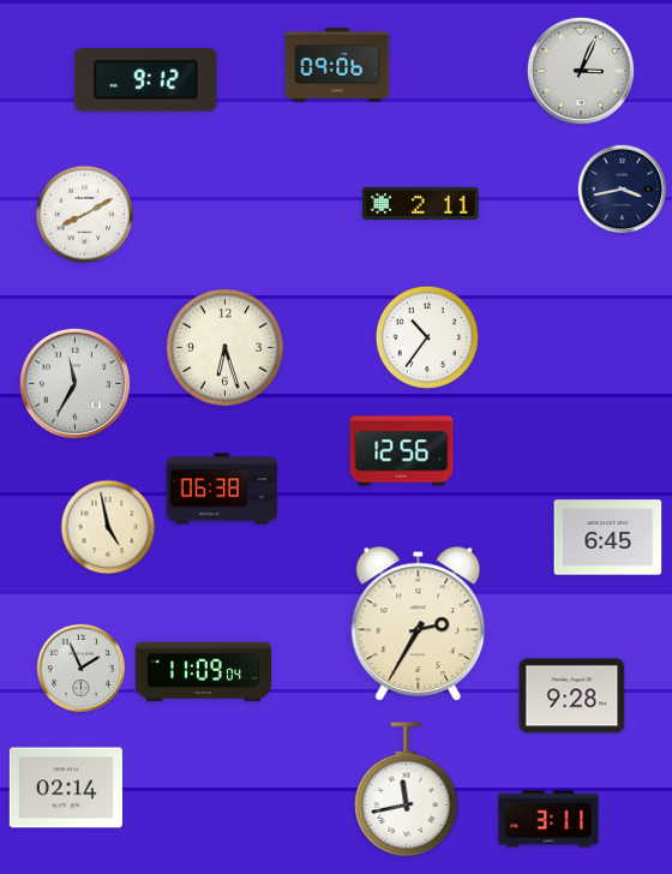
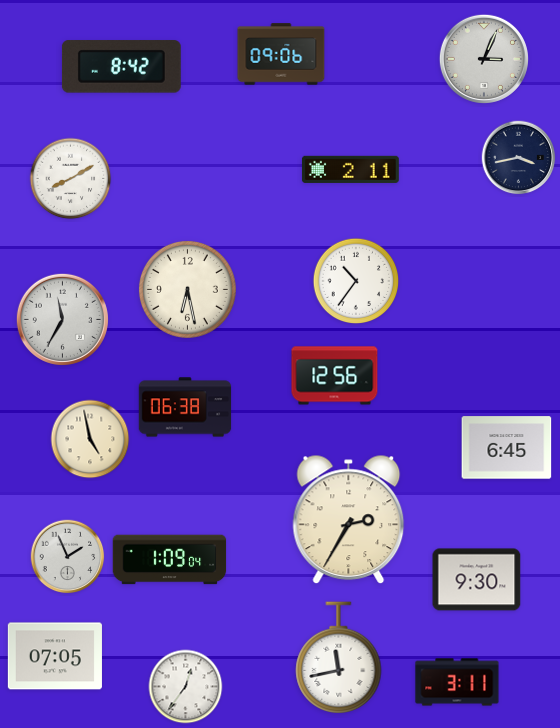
clock at (145, 80): 9:12 -> 8:42
clock at (224, 347): 6:27 -> 6:28
clock at (204, 672): 11:09 -> 1:09
clock at (572, 696): 9:28 -> 9:30
clock at (66, 788): 02:14 -> 07:05
clock at (186, 687): none -> 12:36
